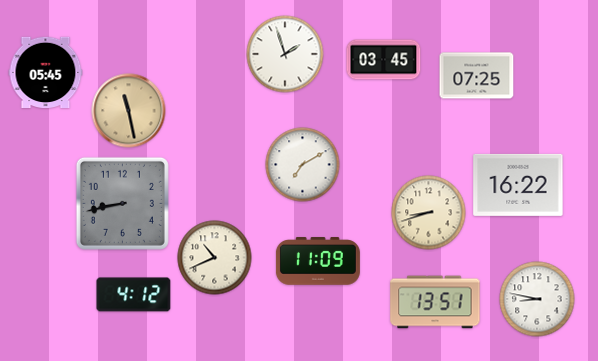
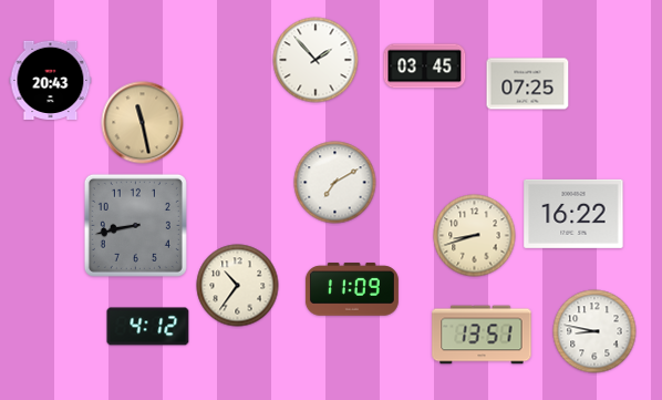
clock at (285, 54): 1:57 -> 1:53
clock at (46, 73): 05:45 -> 20:43
clock at (518, 185) position: (518, 185) -> (573, 214)
clock at (215, 258): 10:41 -> 10:36
